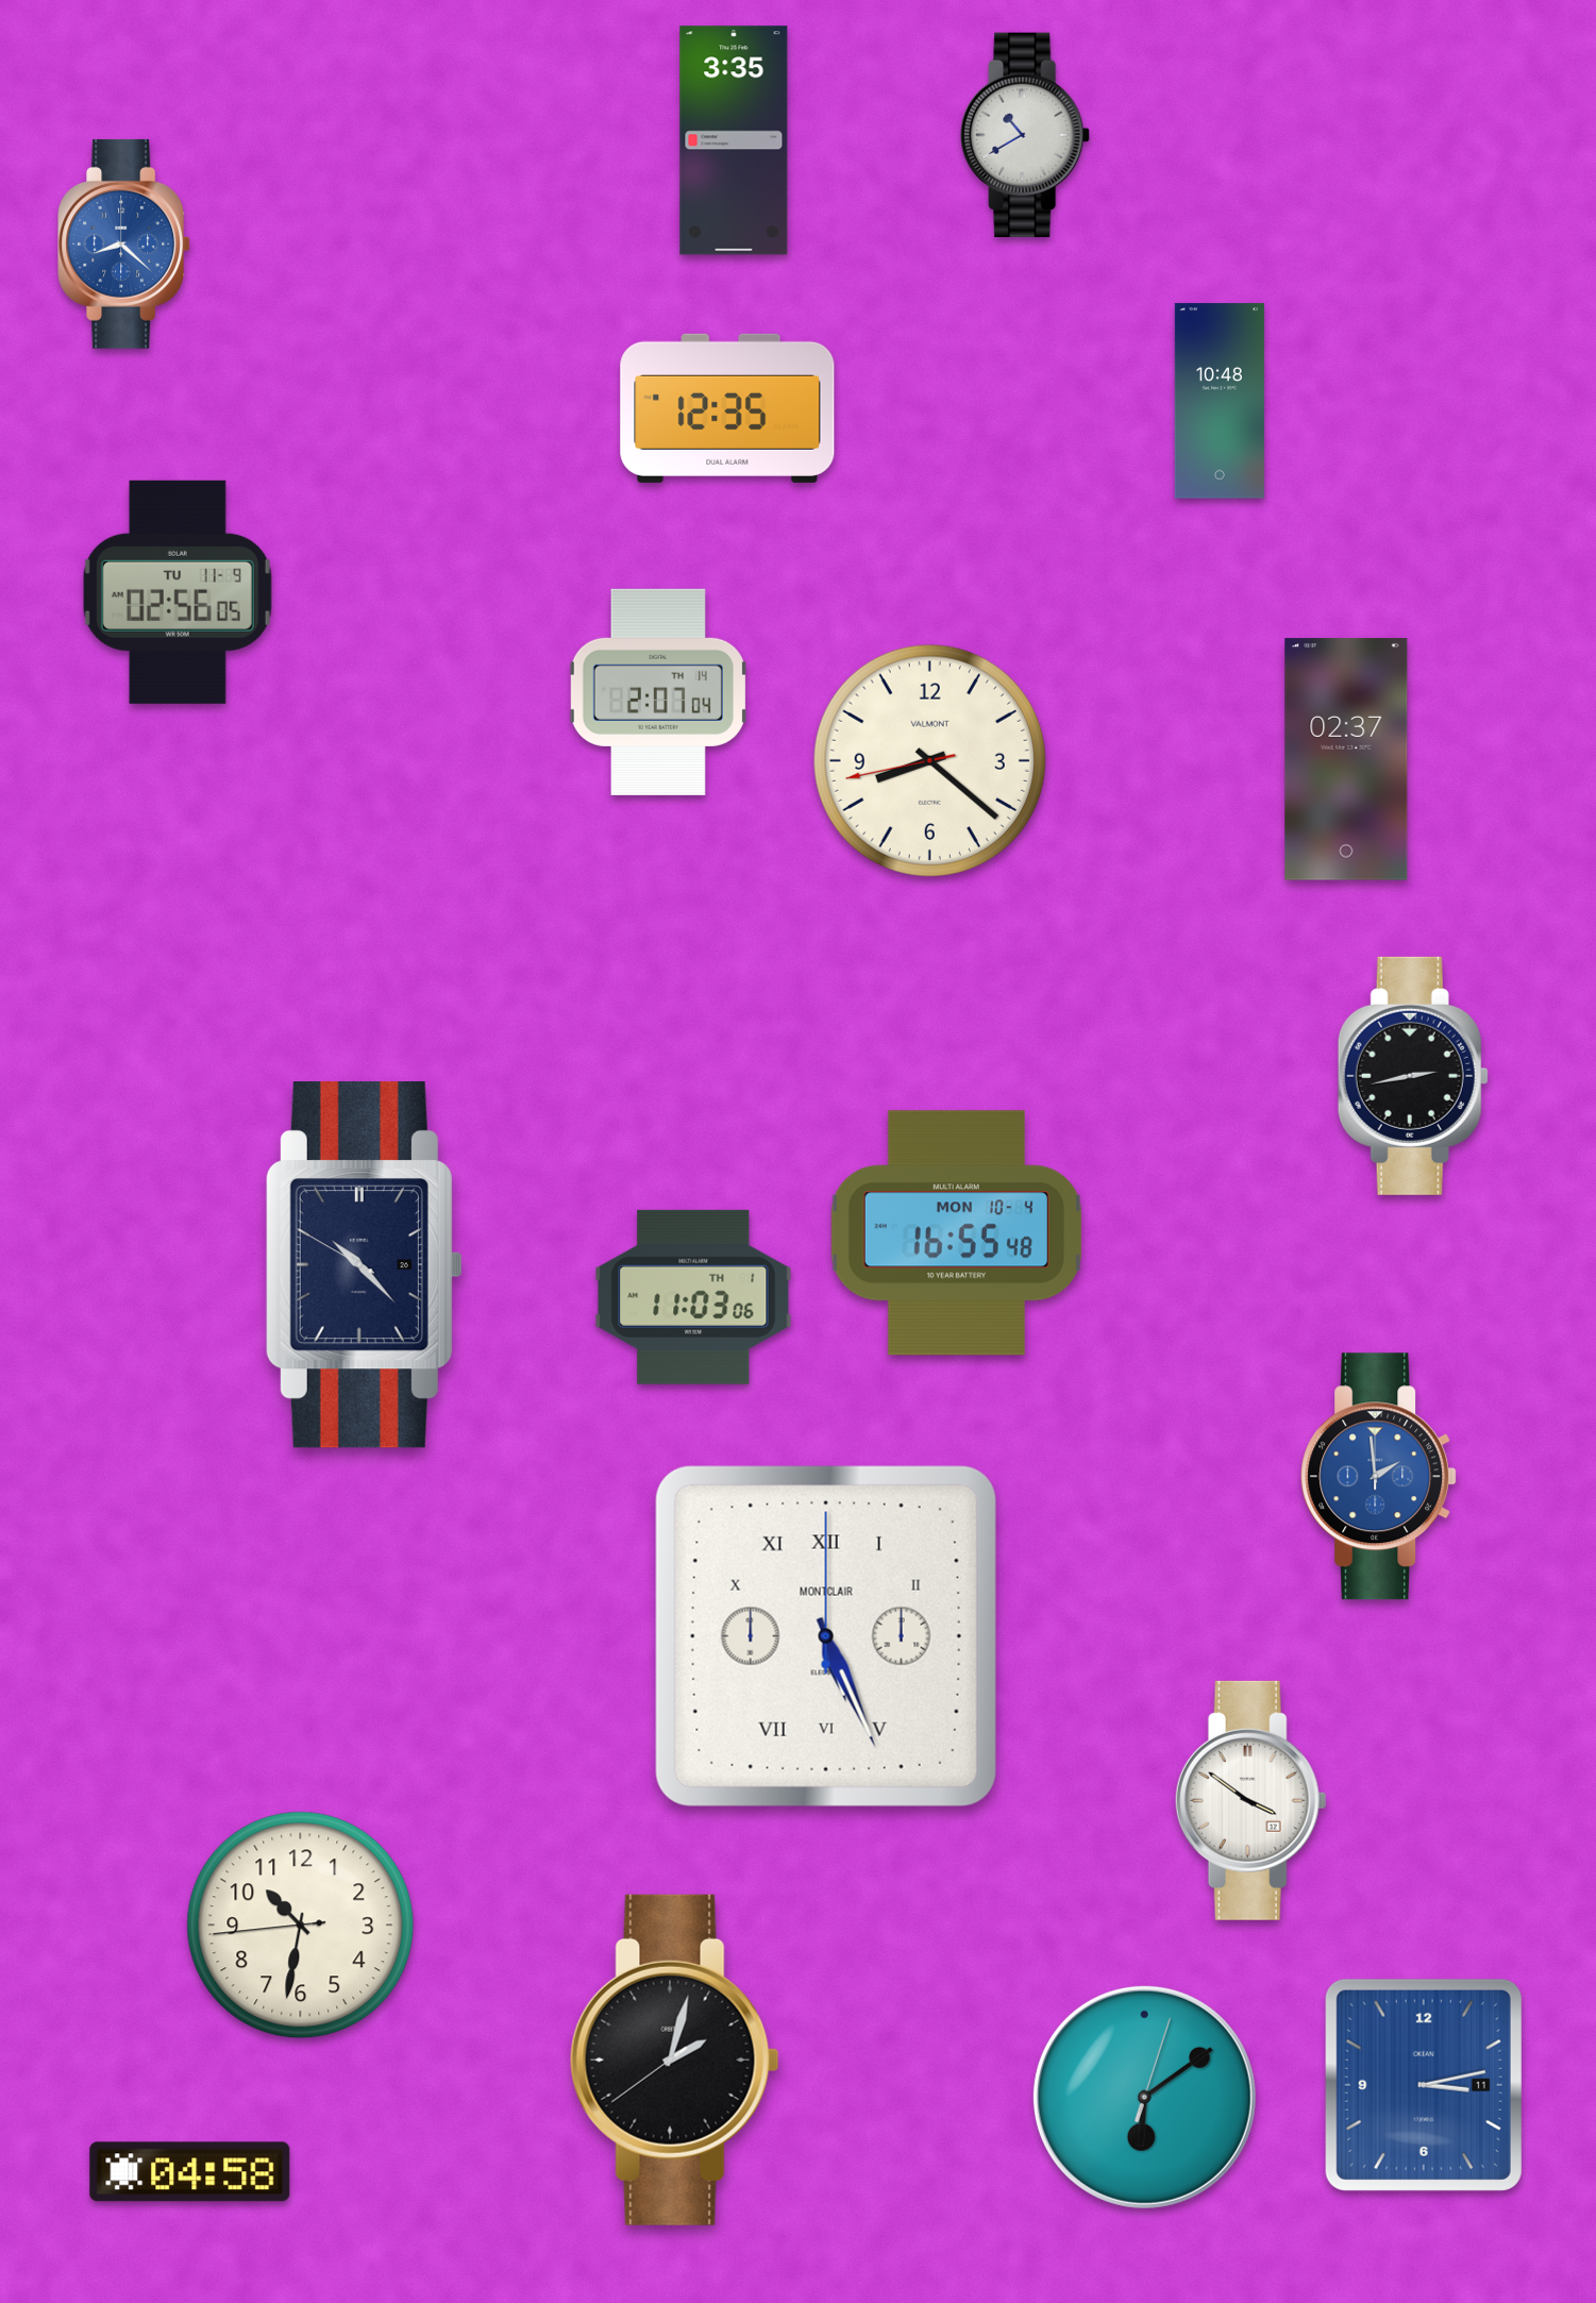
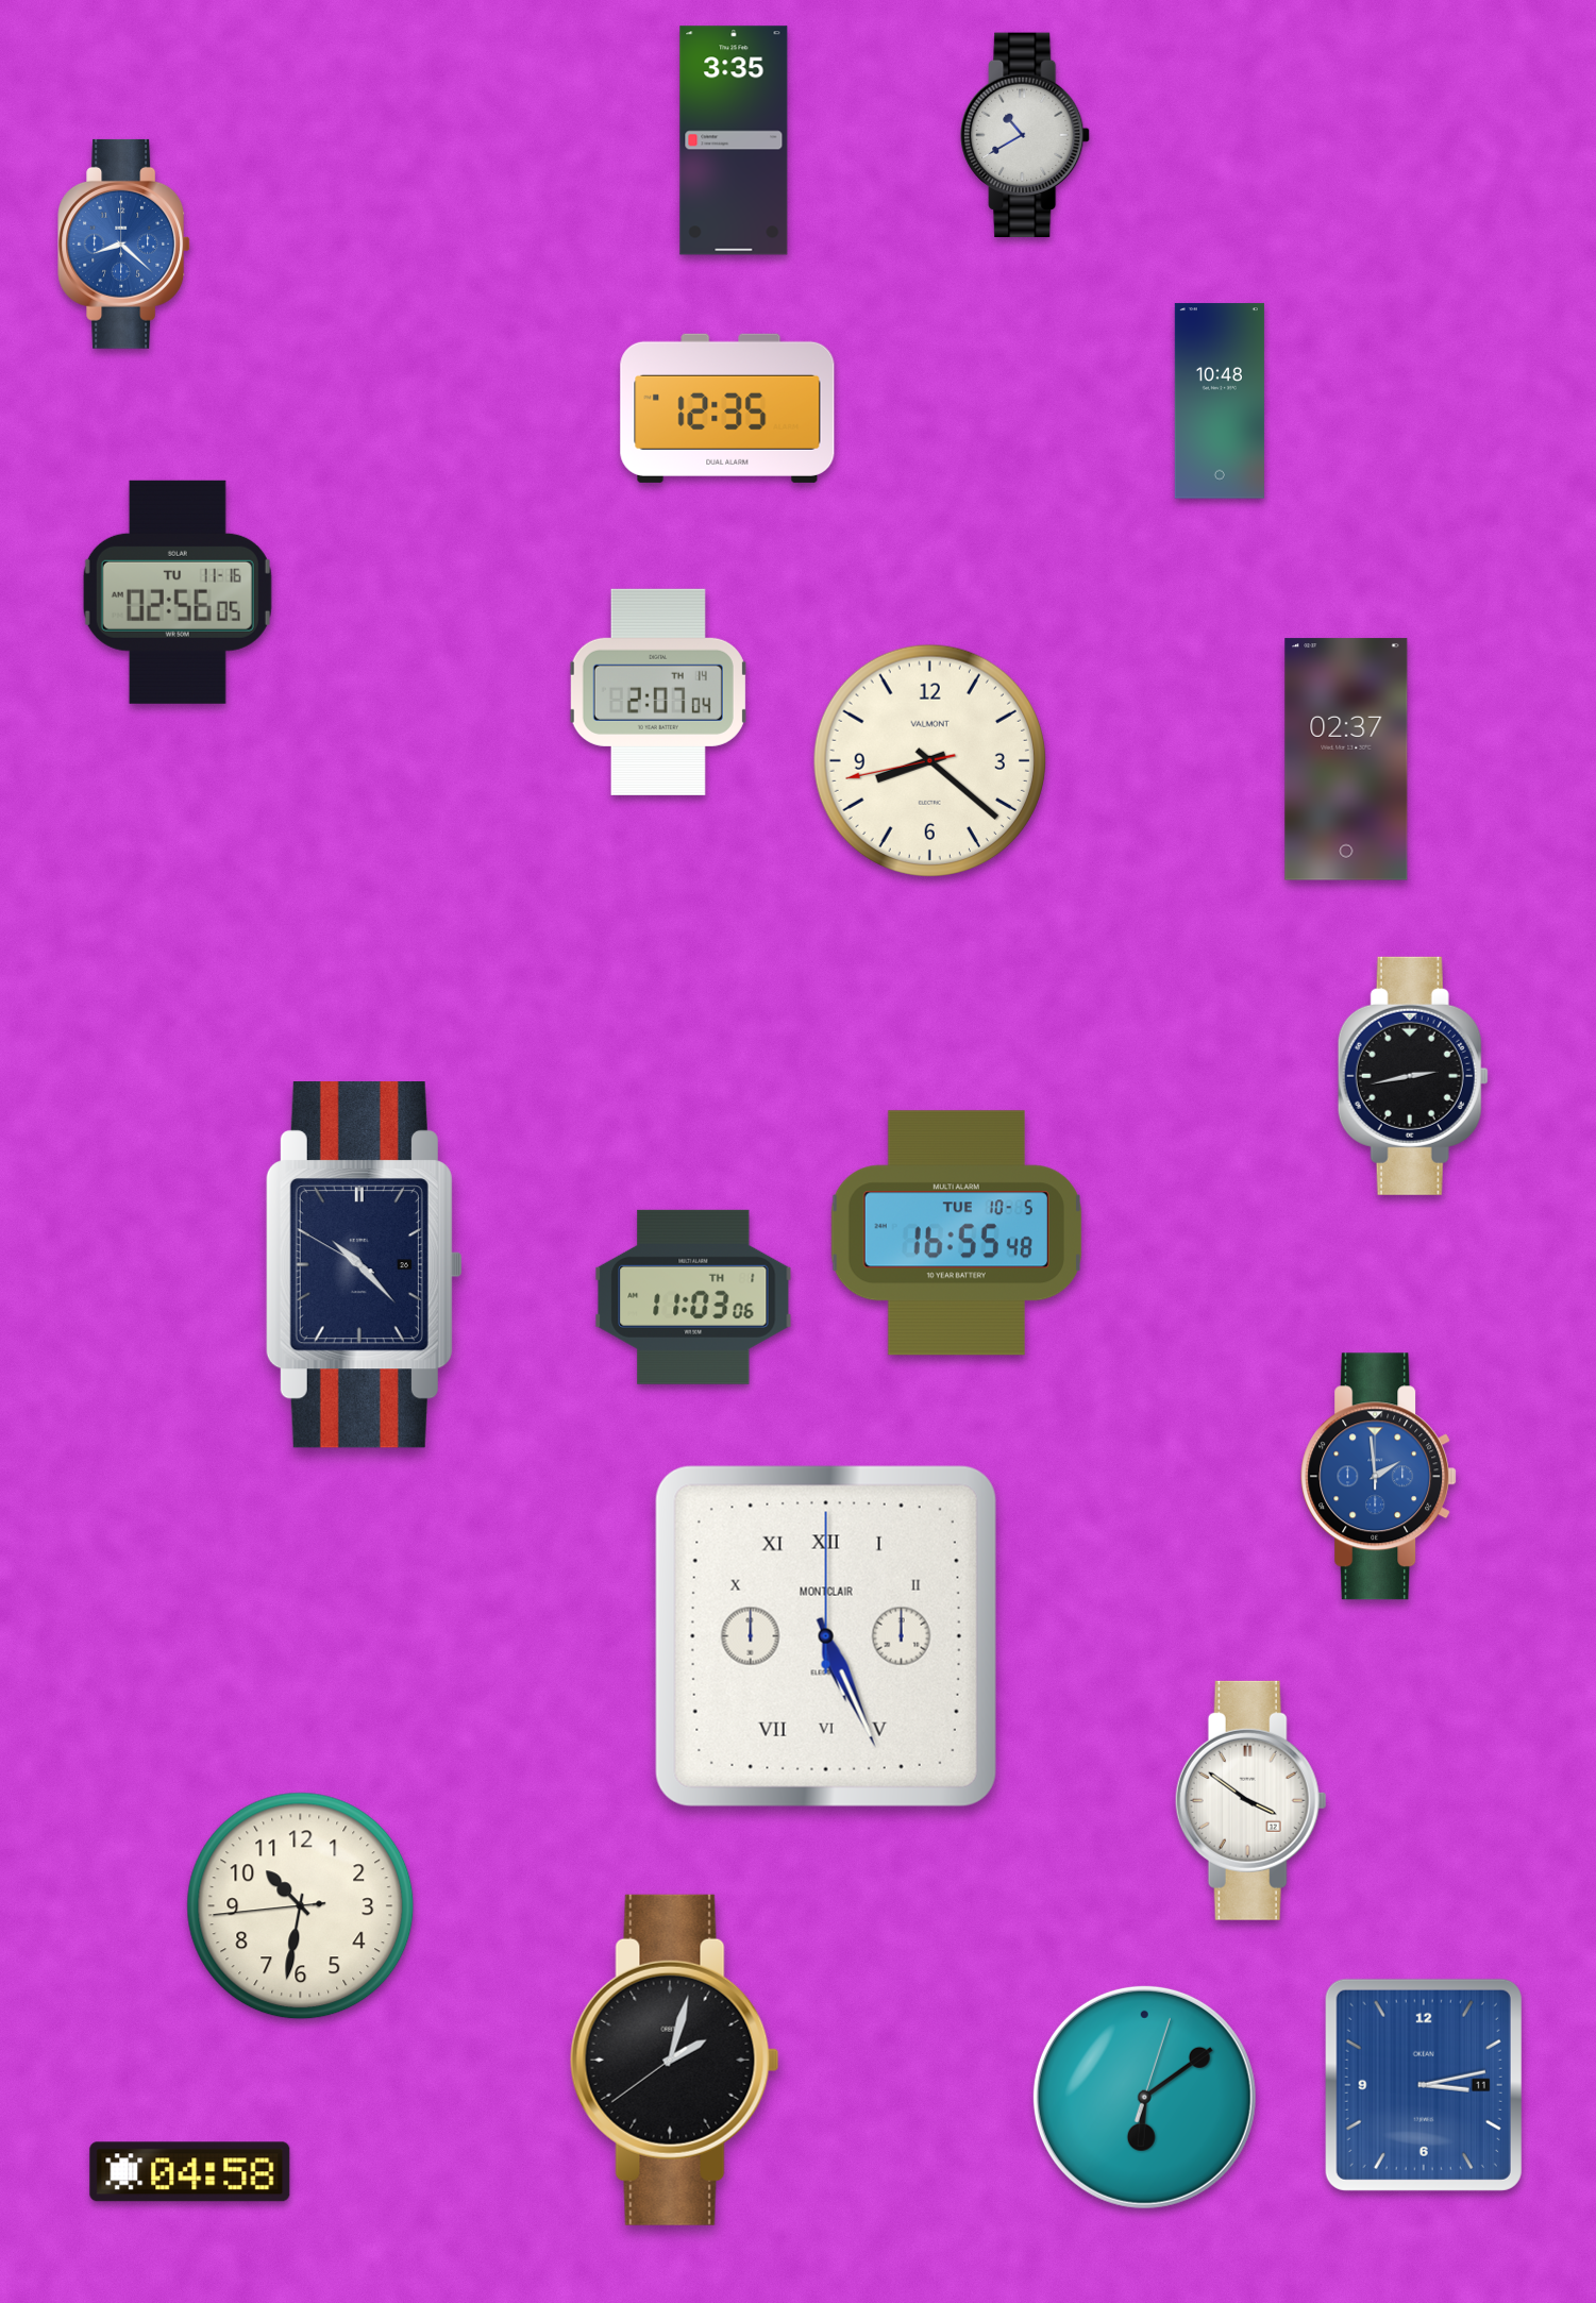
clock at (178, 592) date: TU 11-9 -> TU 11-16
clock at (956, 1233) date: MON 10-4 -> TUE 10-5
clock at (301, 1926) position: (301, 1926) -> (301, 1906)
